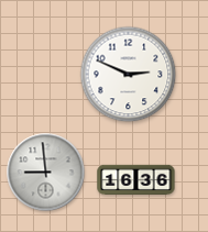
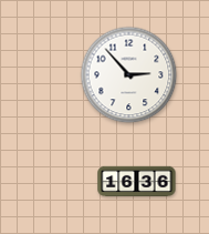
clock at (129, 75): 2:49 -> 2:53
clock at (46, 173): 8:59 -> none
